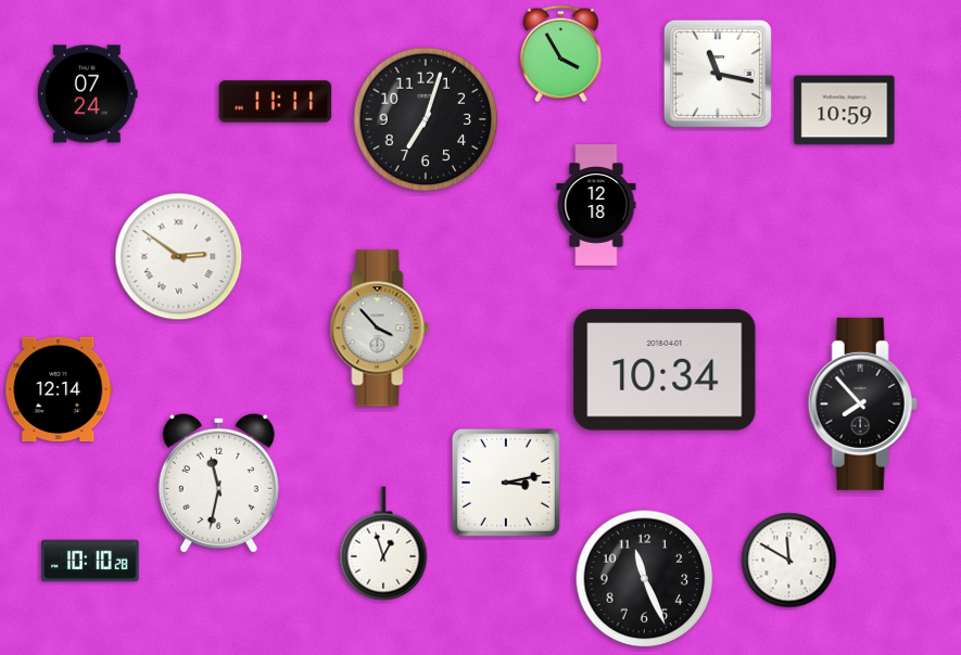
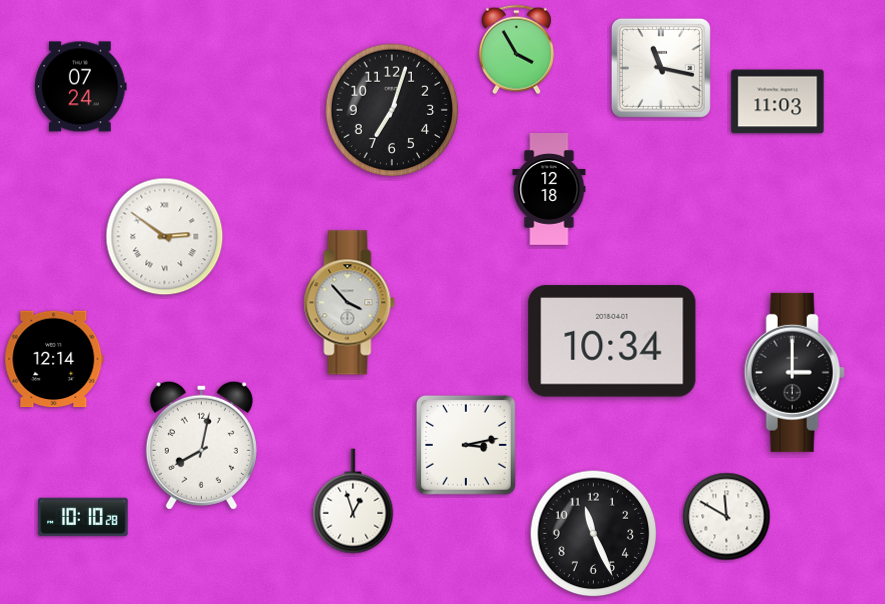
clock at (276, 102): 11:11 -> none
clock at (845, 111): 10:59 -> 11:03
clock at (862, 403): 7:53 -> 3:00
clock at (218, 483): 11:32 -> 8:02
